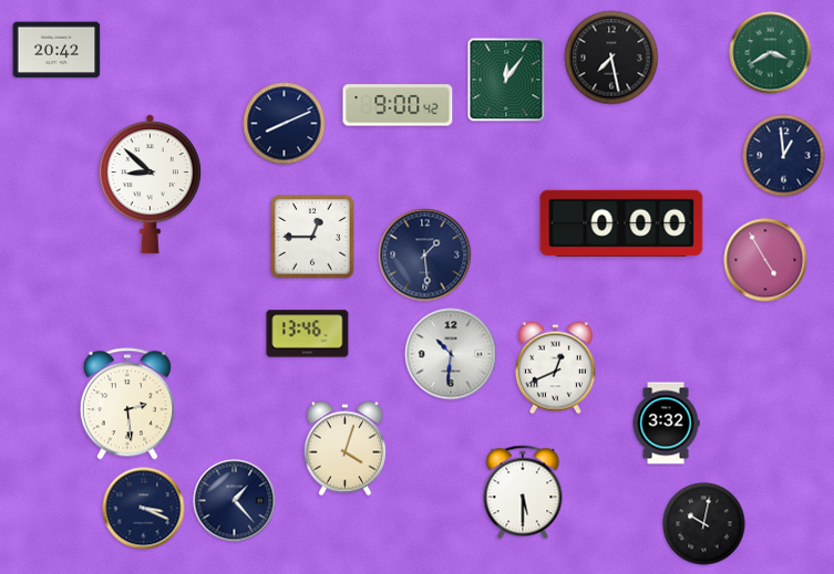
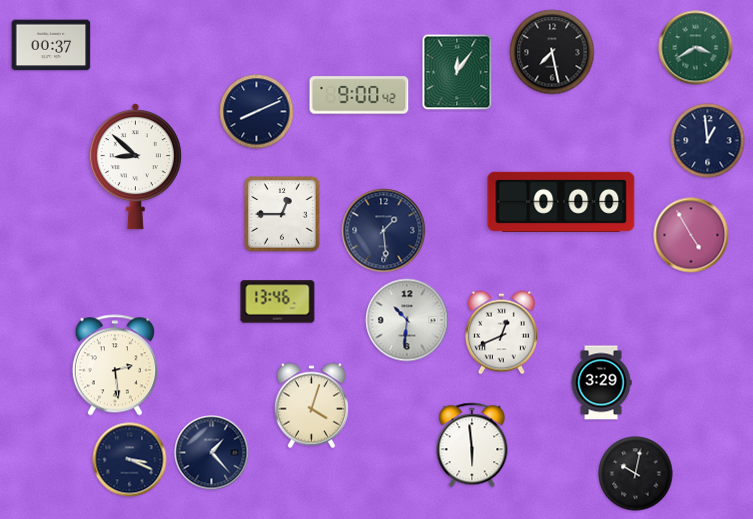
clock at (56, 50): 20:42 -> 00:37
clock at (666, 424): 3:32 -> 3:29
clock at (523, 492): 5:30 -> 5:59
